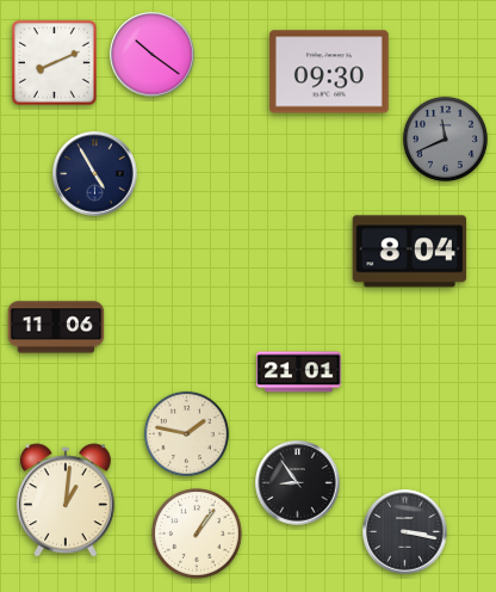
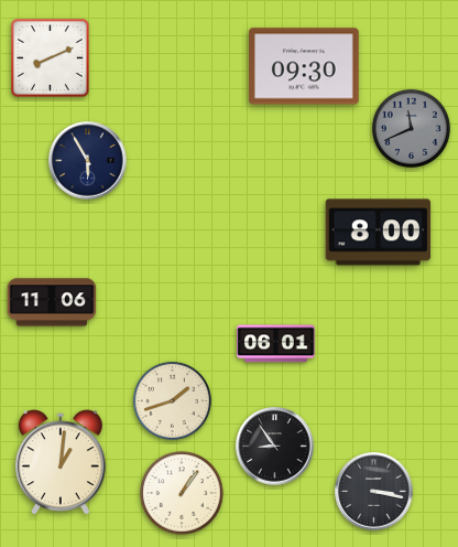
clock at (153, 55): 10:21 -> none
clock at (95, 174): 4:55 -> 5:55
clock at (410, 252): 8:04 -> 8:00
clock at (299, 372): 21:01 -> 06:01
clock at (186, 433): 1:47 -> 1:42
